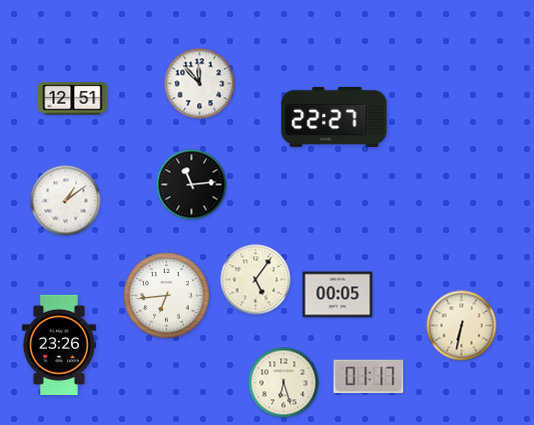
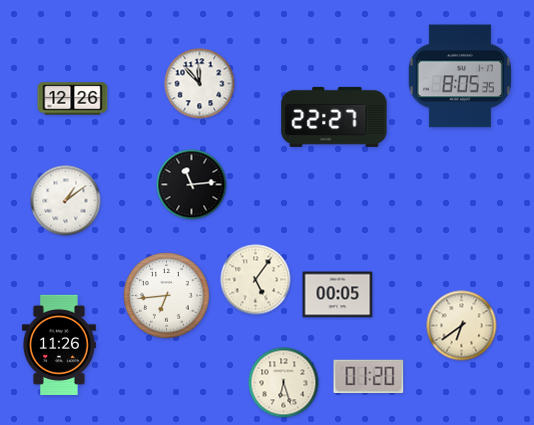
clock at (460, 76): none -> 8:05
clock at (73, 99): 12:51 -> 12:26
clock at (462, 326): 6:32 -> 6:39
clock at (59, 344): 23:26 -> 11:26
clock at (369, 377): 01:17 -> 01:20
